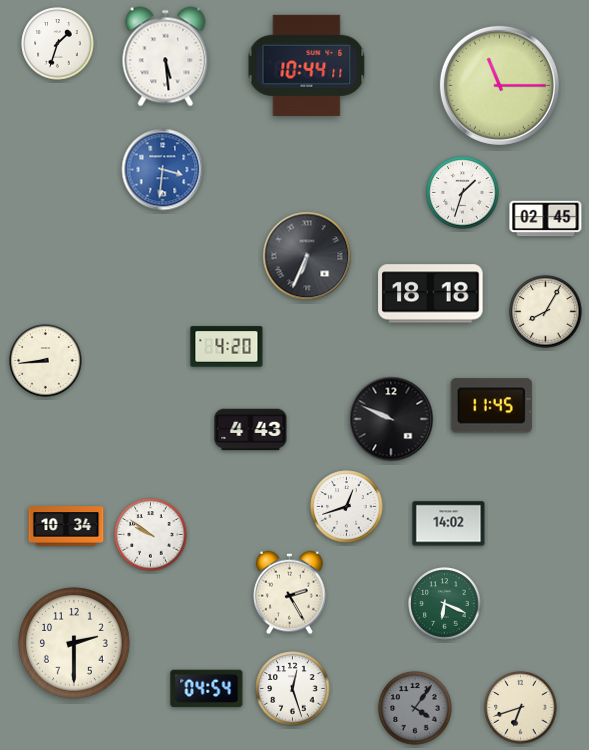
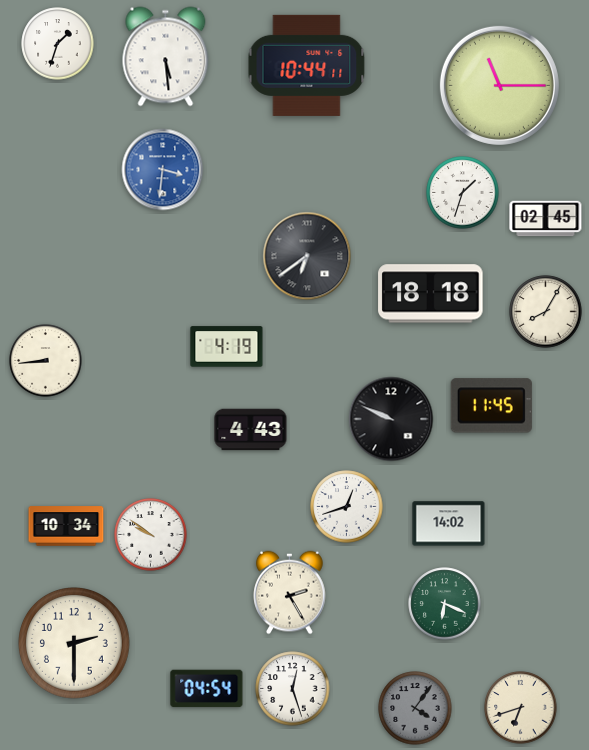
clock at (307, 256): 6:34 -> 6:39
clock at (227, 347): 4:20 -> 4:19
